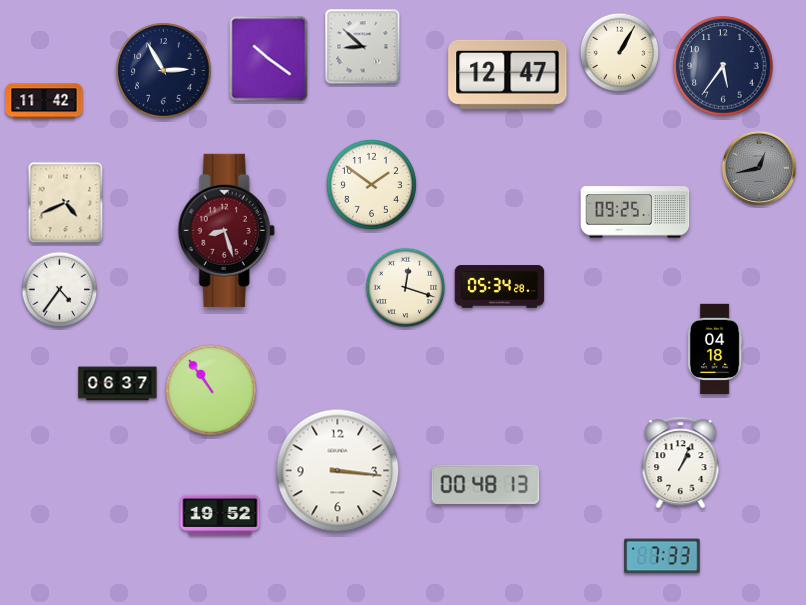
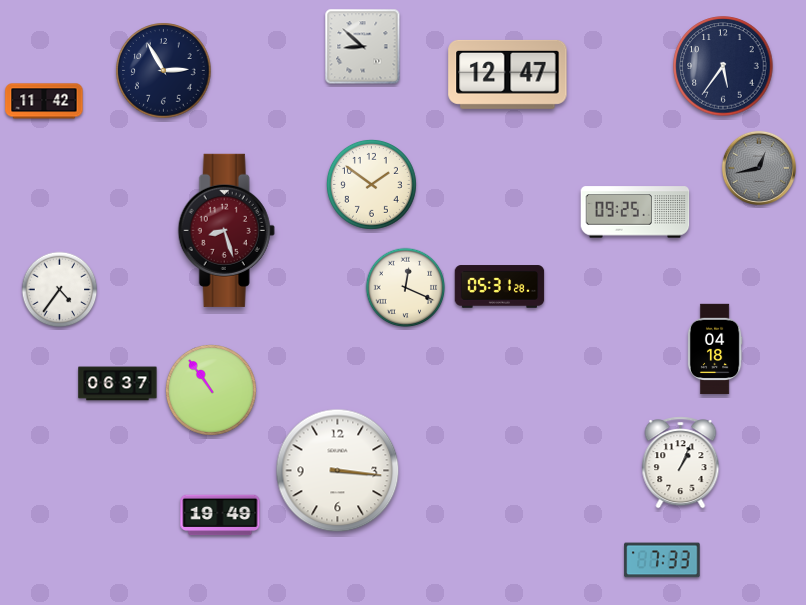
clock at (620, 53): 1:05 -> none
clock at (269, 59): 10:21 -> none
clock at (66, 203): 4:41 -> none
clock at (500, 287): 05:34 -> 05:31
clock at (406, 288): 12:18 -> 12:19
clock at (486, 484): 00:48 -> none
clock at (220, 515): 19:52 -> 19:49
clock at (662, 556) position: (662, 556) -> (662, 560)
